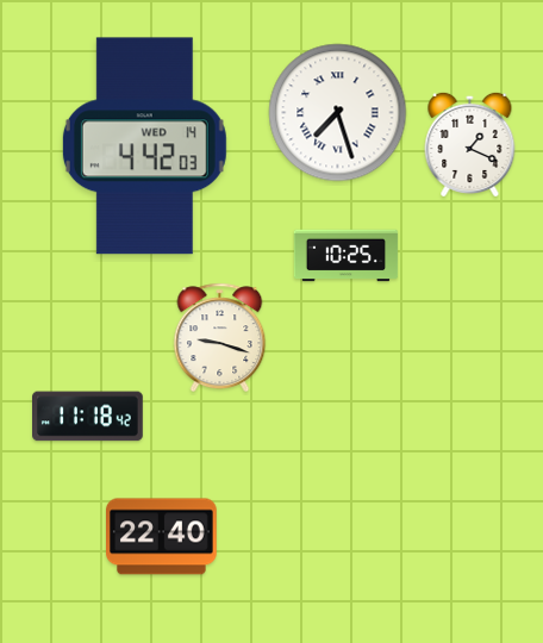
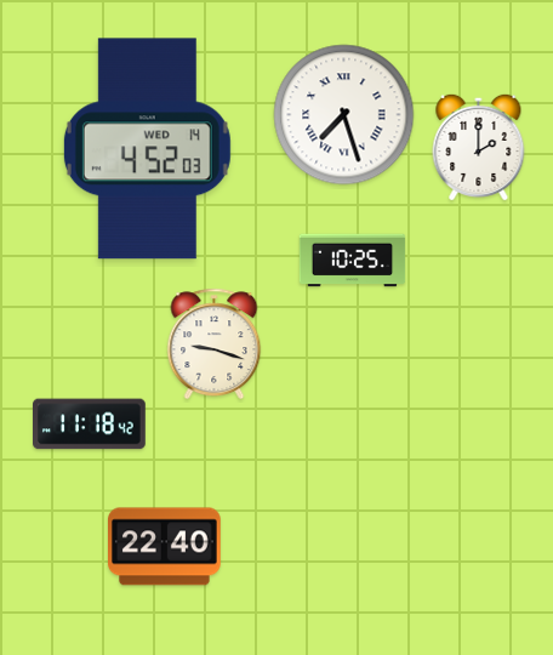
clock at (470, 143): 1:19 -> 2:00
clock at (144, 146): 4:42 -> 4:52
clock at (220, 338) position: (220, 338) -> (215, 344)
